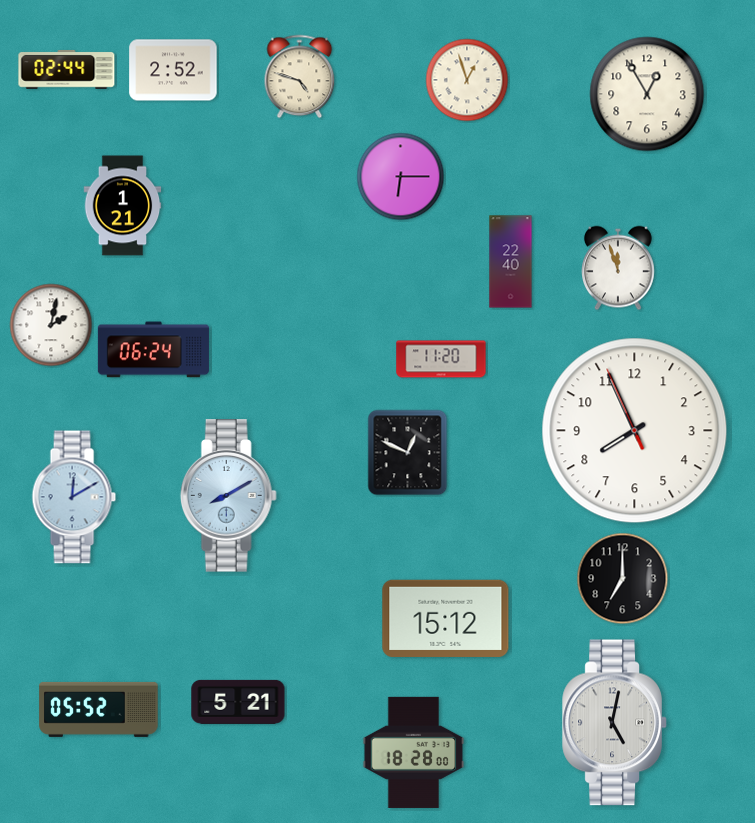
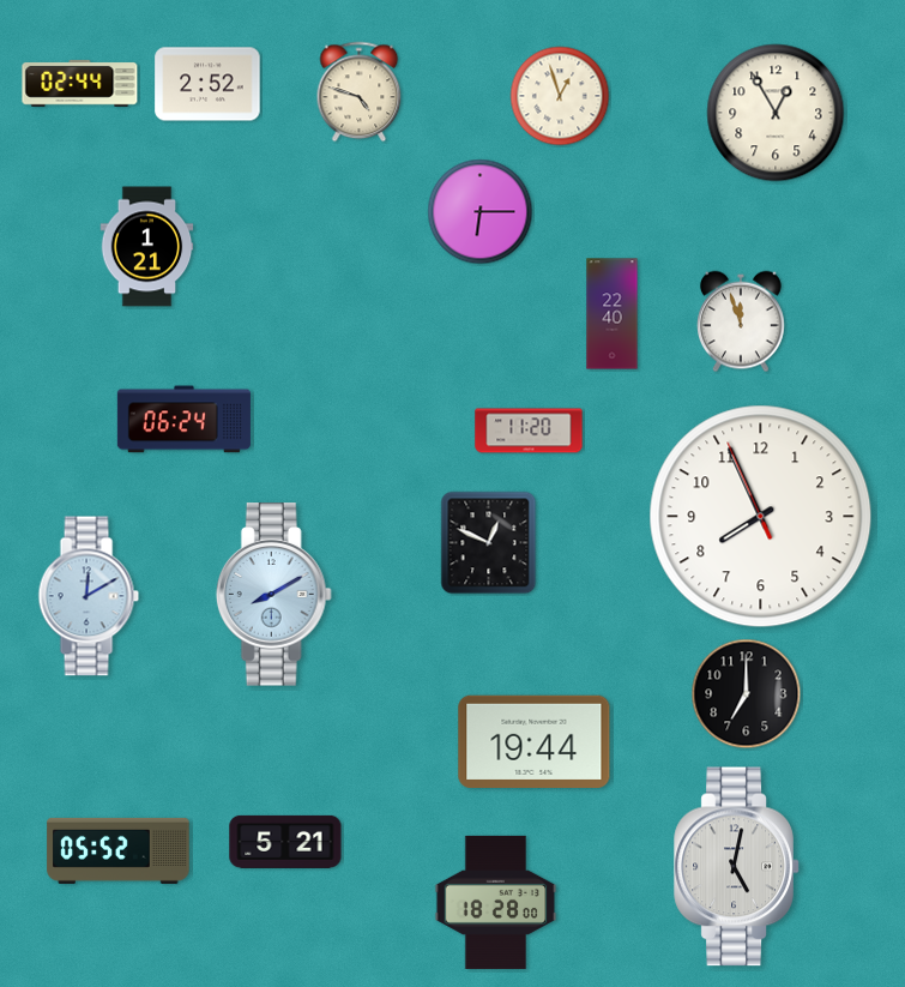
clock at (51, 325): 2:02 -> none
clock at (446, 618): 15:12 -> 19:44
